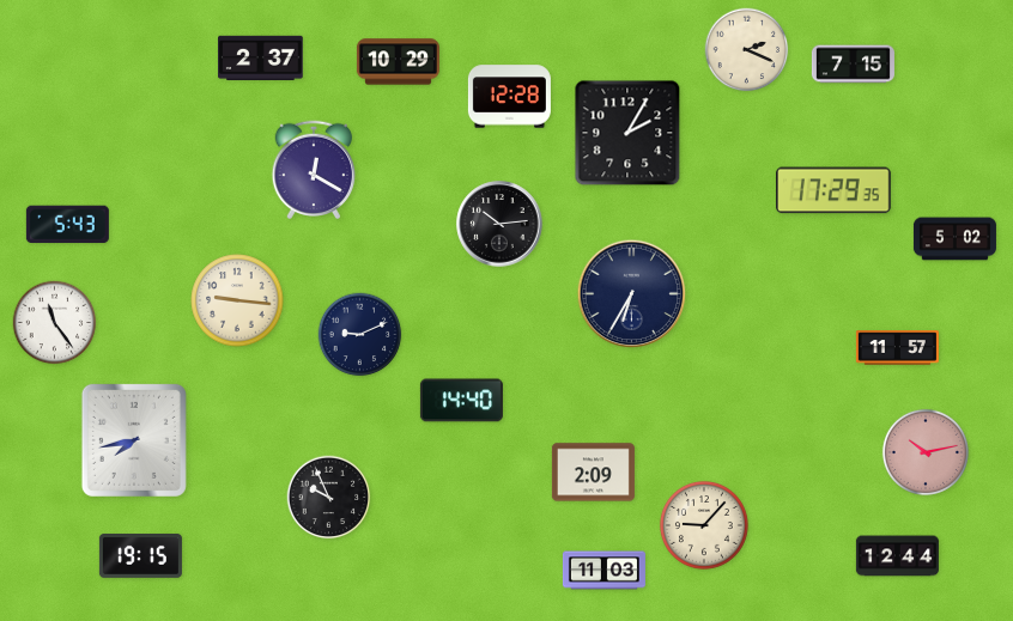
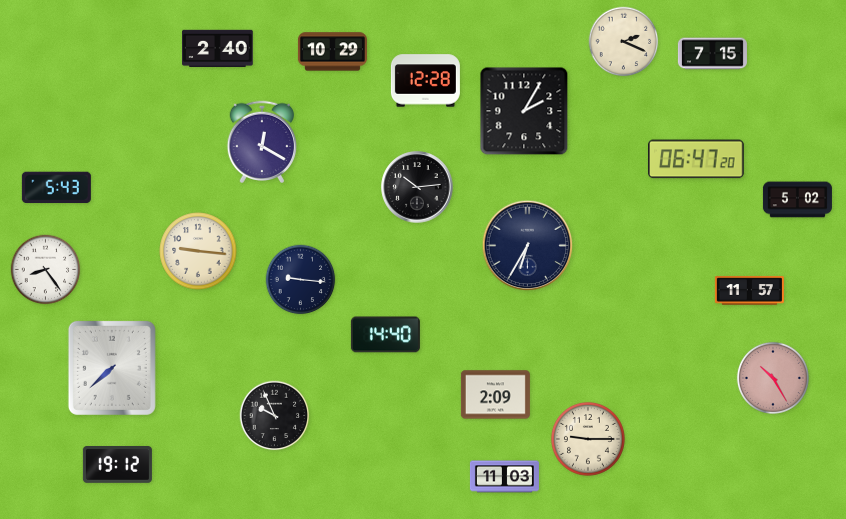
clock at (261, 57): 2:37 -> 2:40
clock at (835, 190): 17:29 -> 06:47
clock at (55, 323): 11:24 -> 8:24
clock at (360, 335): 9:11 -> 9:16
clock at (134, 440): 7:43 -> 7:38
clock at (926, 452): 10:13 -> 10:25
clock at (704, 525): 9:07 -> 9:15
clock at (140, 556): 19:15 -> 19:12
clock at (897, 556): 12:44 -> none
